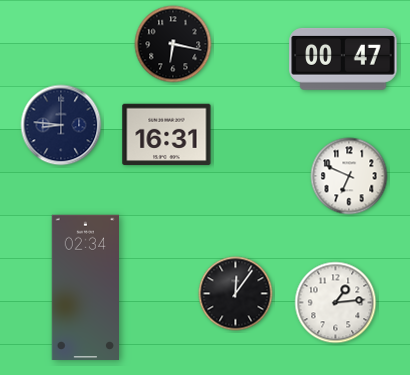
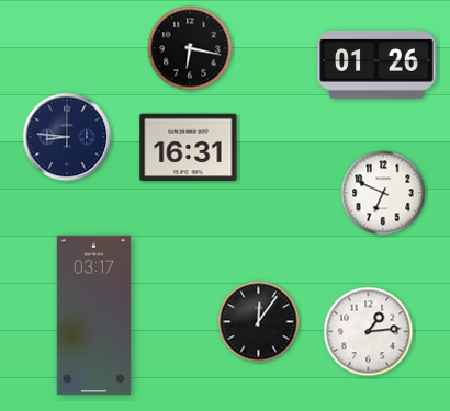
clock at (343, 59): 00:47 -> 01:26
clock at (167, 135) position: (167, 135) -> (189, 148)
clock at (86, 288): 02:34 -> 03:17
